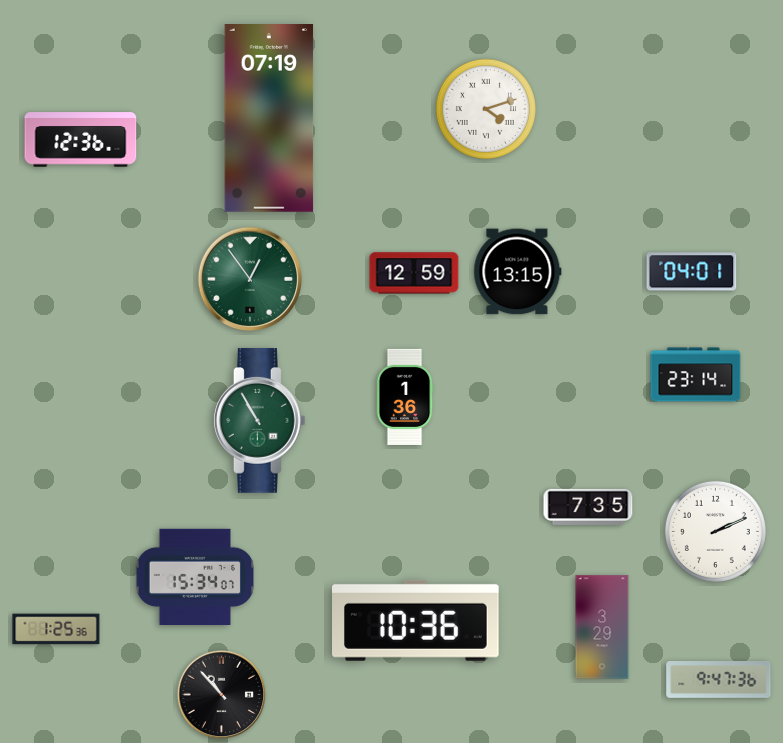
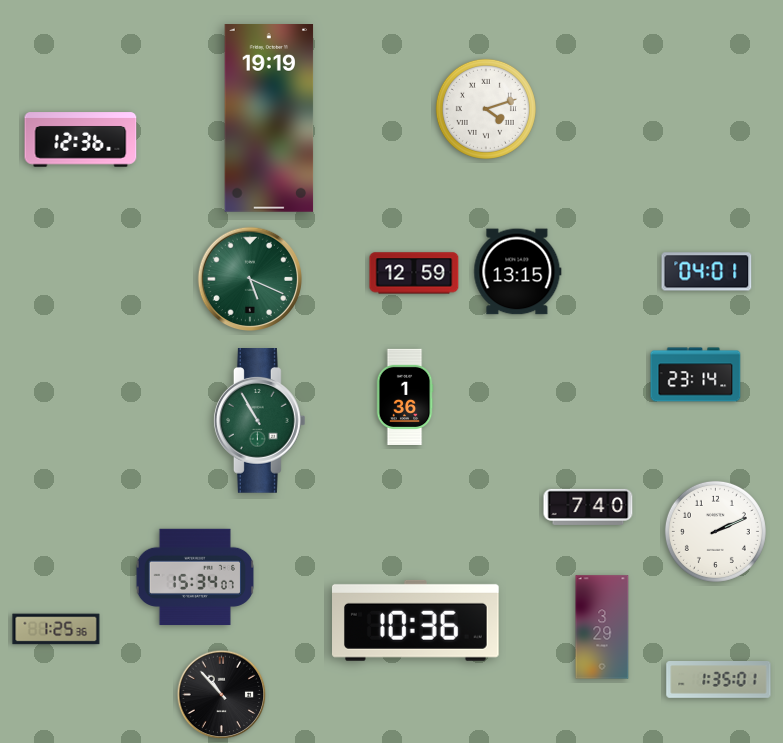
clock at (269, 119): 07:19 -> 19:19
clock at (692, 272) position: (692, 272) -> (707, 272)
clock at (249, 278): 12:54 -> 5:19
clock at (588, 507): 7:35 -> 7:40
clock at (719, 680): 9:47 -> 1:35
